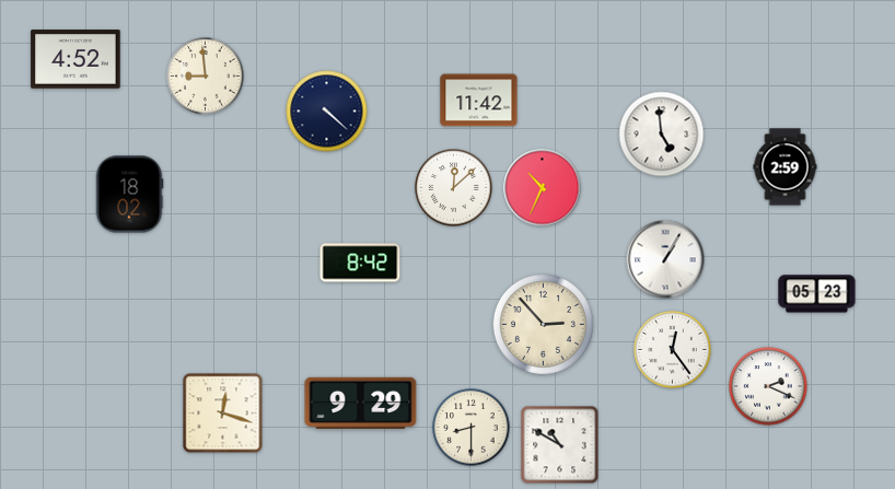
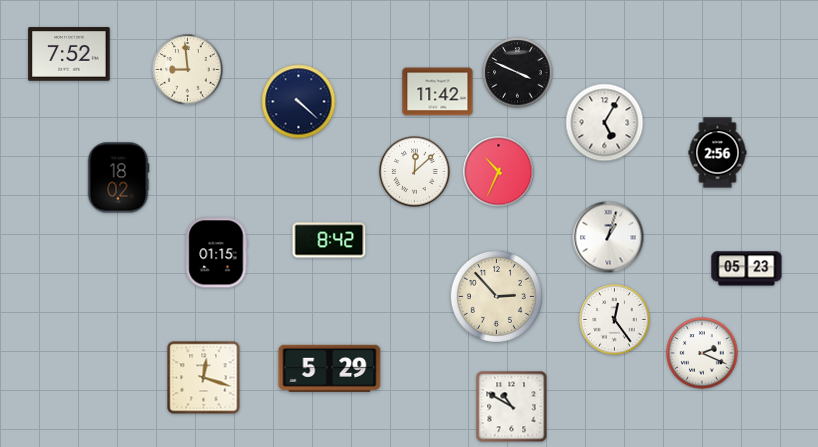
clock at (75, 59): 4:52 -> 7:52
clock at (518, 73): none -> 3:49
clock at (662, 135): 4:59 -> 5:05
clock at (786, 167): 2:59 -> 2:56
clock at (543, 188) position: (543, 188) -> (499, 172)
clock at (665, 259): 1:05 -> 1:03
clock at (217, 253): none -> 01:15
clock at (361, 403): 9:29 -> 5:29
clock at (472, 428): 8:30 -> none
